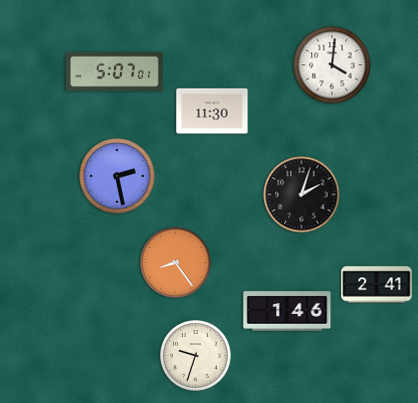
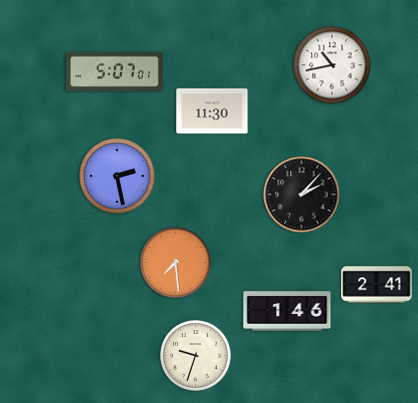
clock at (332, 65): 4:01 -> 10:43
clock at (302, 195): 2:03 -> 2:07
clock at (176, 263): 8:24 -> 7:29
